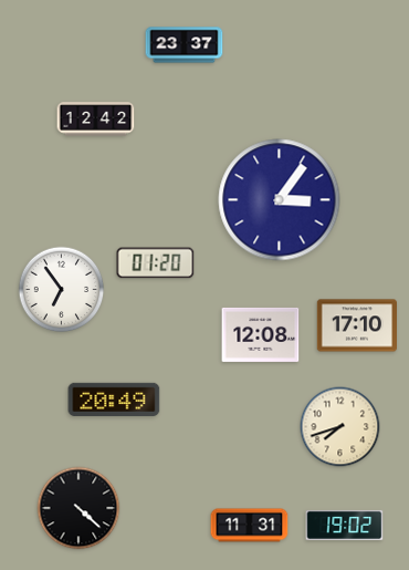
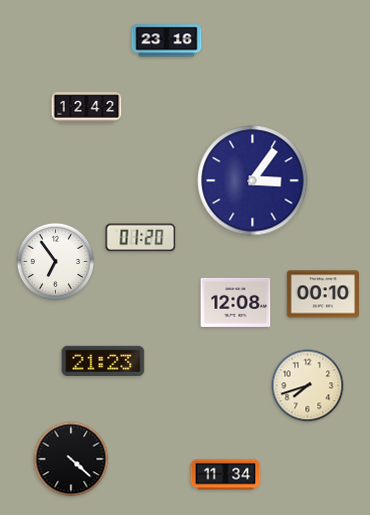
clock at (185, 45): 23:37 -> 23:16
clock at (356, 325): 17:10 -> 00:10
clock at (114, 400): 20:49 -> 21:23
clock at (345, 525): 19:02 -> none
clock at (250, 526): 11:31 -> 11:34
